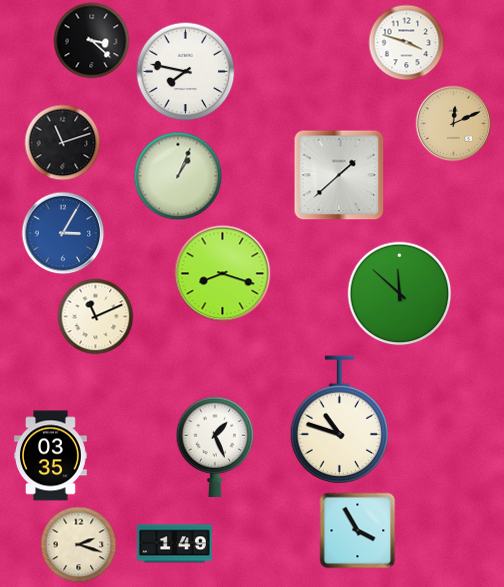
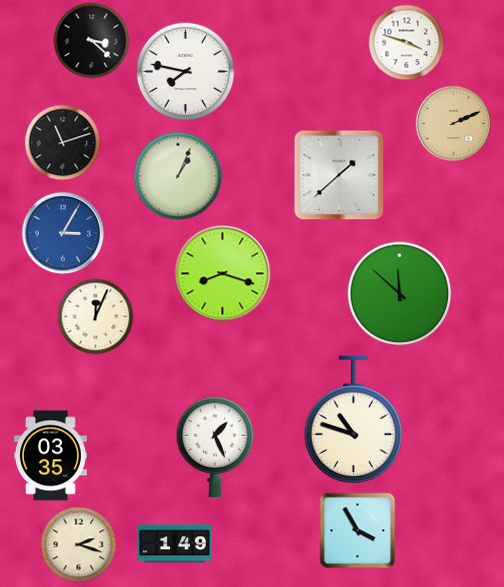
clock at (454, 124): 12:11 -> 2:11
clock at (96, 317): 11:11 -> 12:04
clock at (339, 420) position: (339, 420) -> (353, 420)
